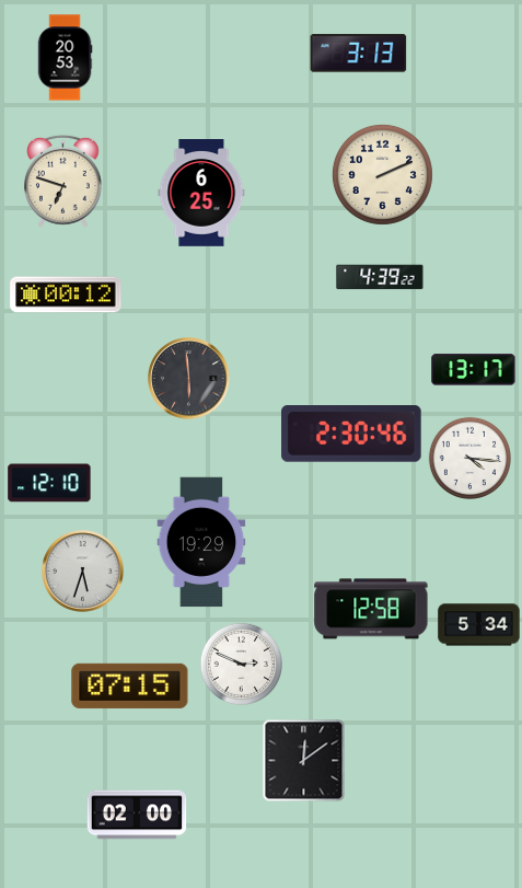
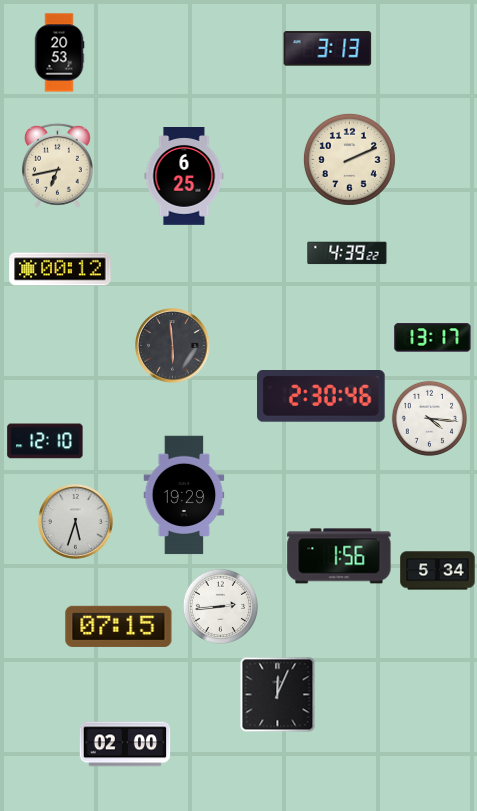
clock at (62, 181): 6:48 -> 6:43
clock at (371, 609): 12:58 -> 1:56
clock at (241, 664): 2:49 -> 2:44
clock at (304, 761): 12:09 -> 12:04
